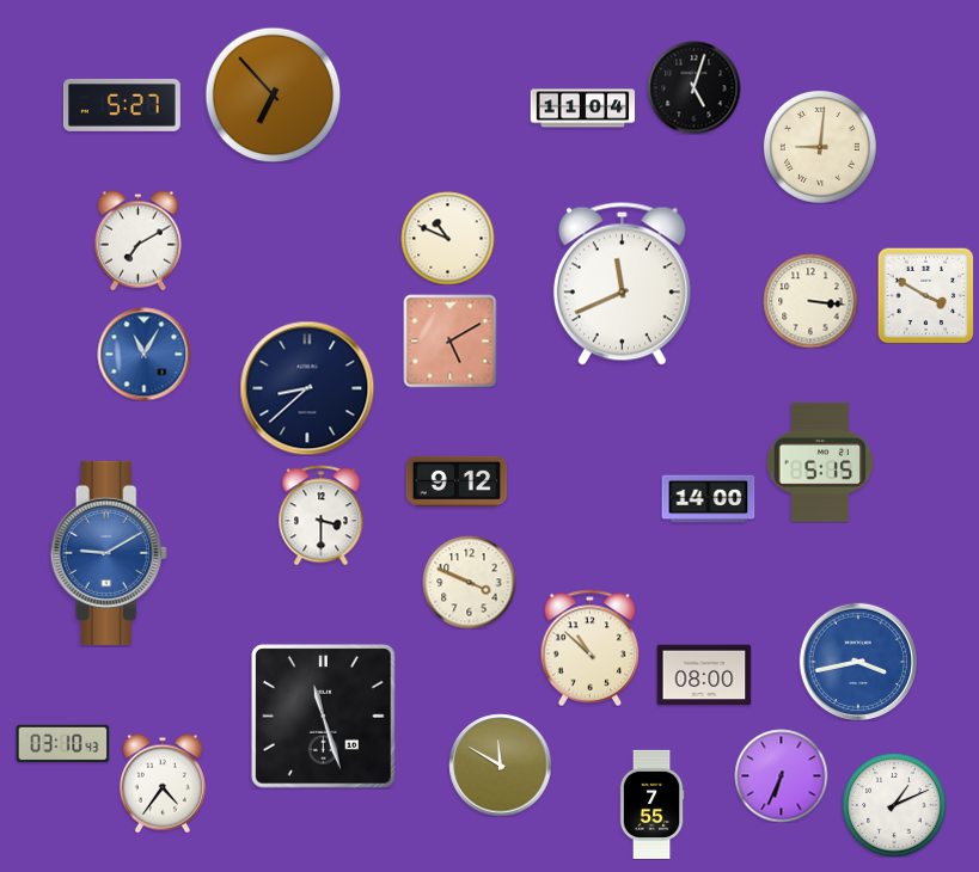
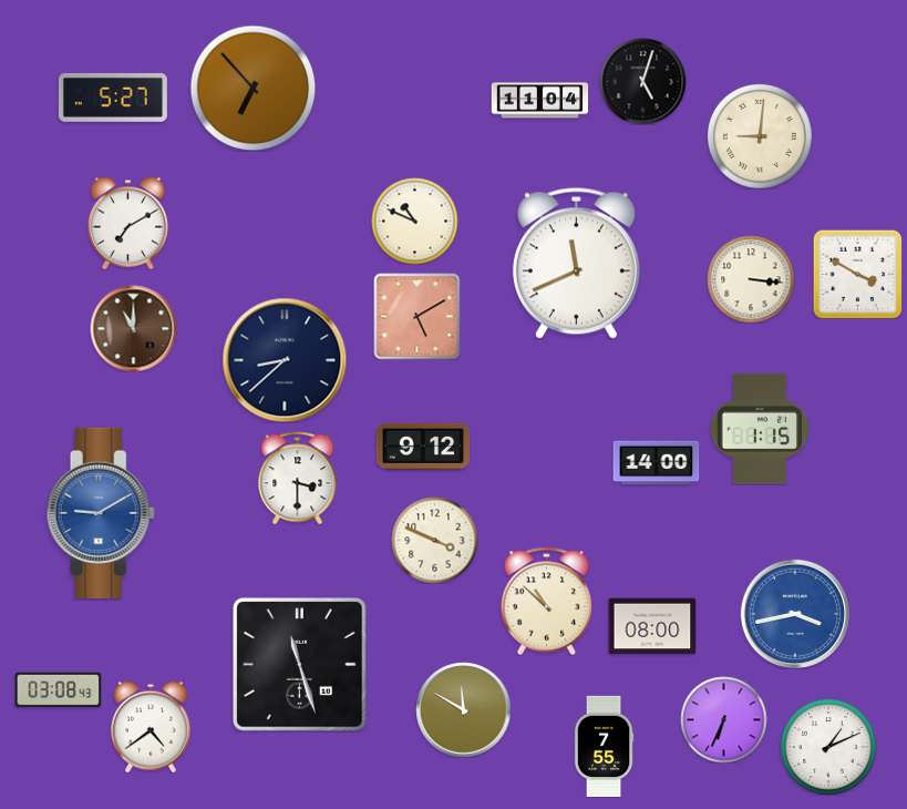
clock at (143, 354): 11:05 -> 11:00
clock at (143, 354) dial: blue -> brown
clock at (820, 462): 5:15 -> 1:15
clock at (62, 744): 03:10 -> 03:08
clock at (163, 784): 4:36 -> 4:39
